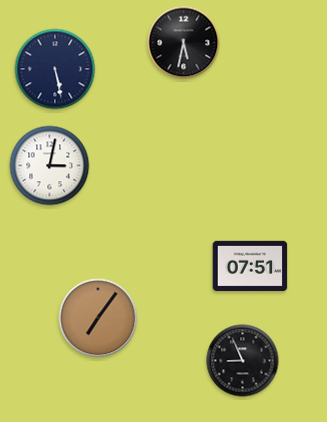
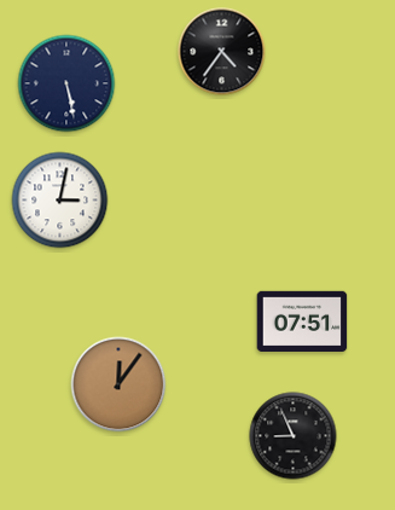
clock at (184, 43): 5:32 -> 4:36
clock at (98, 318): 7:06 -> 12:06
